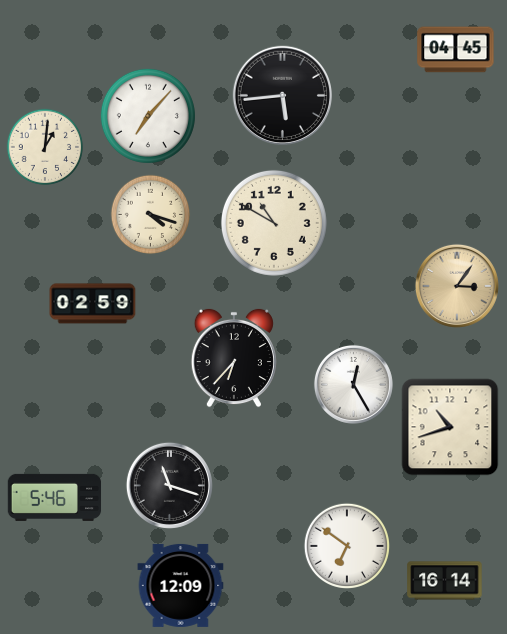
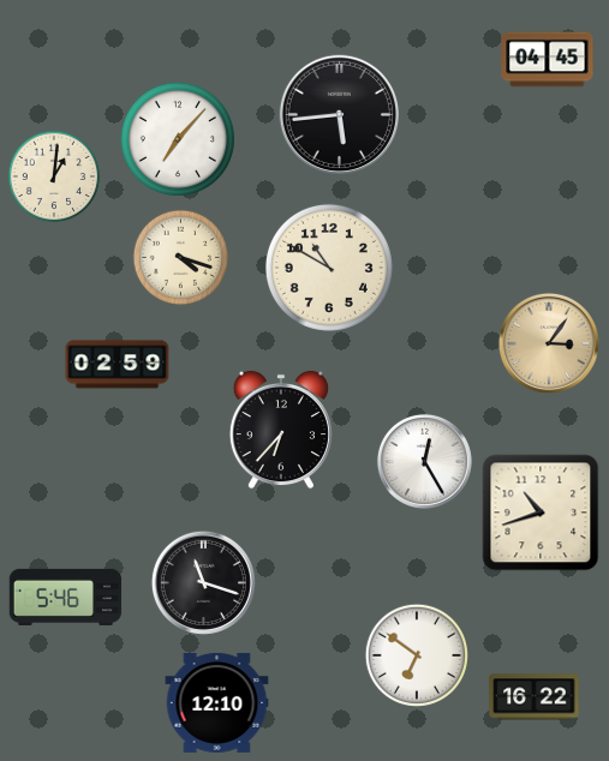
clock at (93, 304) position: (93, 304) -> (118, 365)
clock at (445, 581): 16:14 -> 16:22
clock at (181, 585): 12:09 -> 12:10
